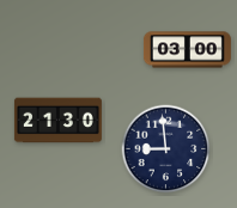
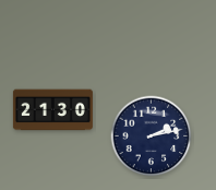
clock at (187, 50): 03:00 -> none
clock at (166, 149): 8:59 -> 2:13
